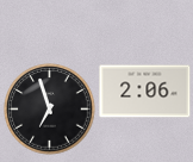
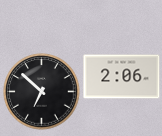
clock at (50, 110): 6:57 -> 6:52
